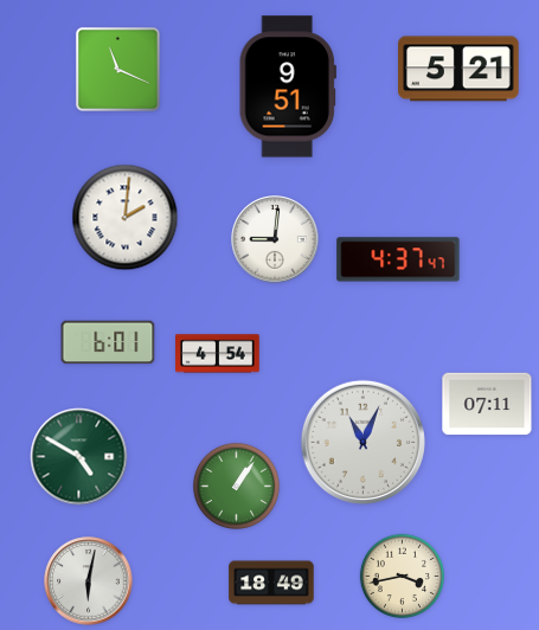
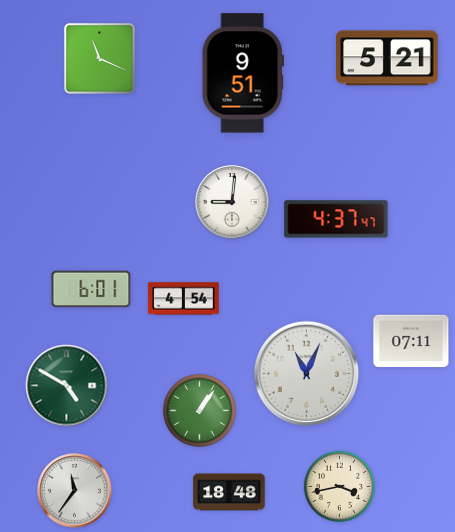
clock at (126, 218): 2:01 -> none
clock at (89, 581): 6:02 -> 11:36
clock at (271, 583): 18:49 -> 18:48
